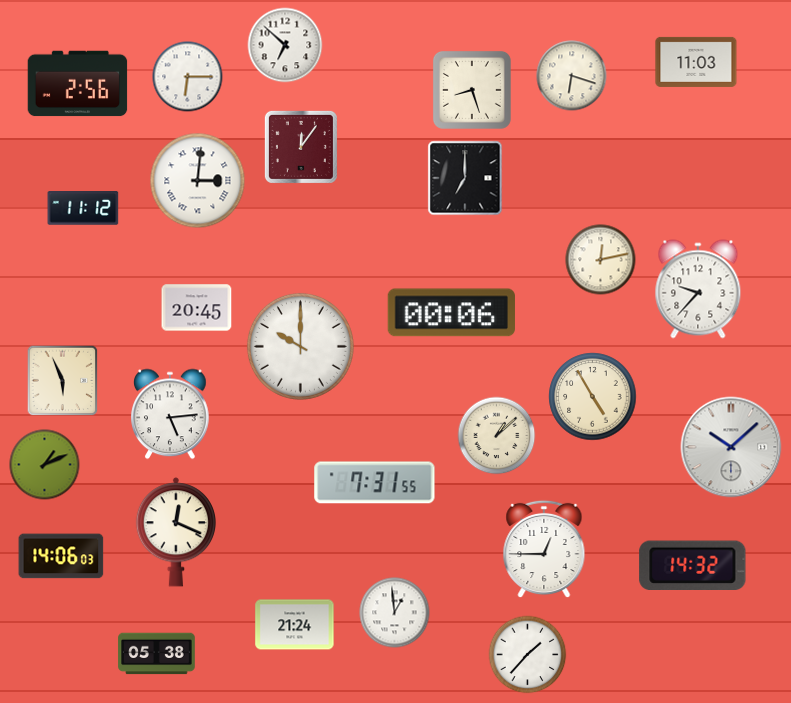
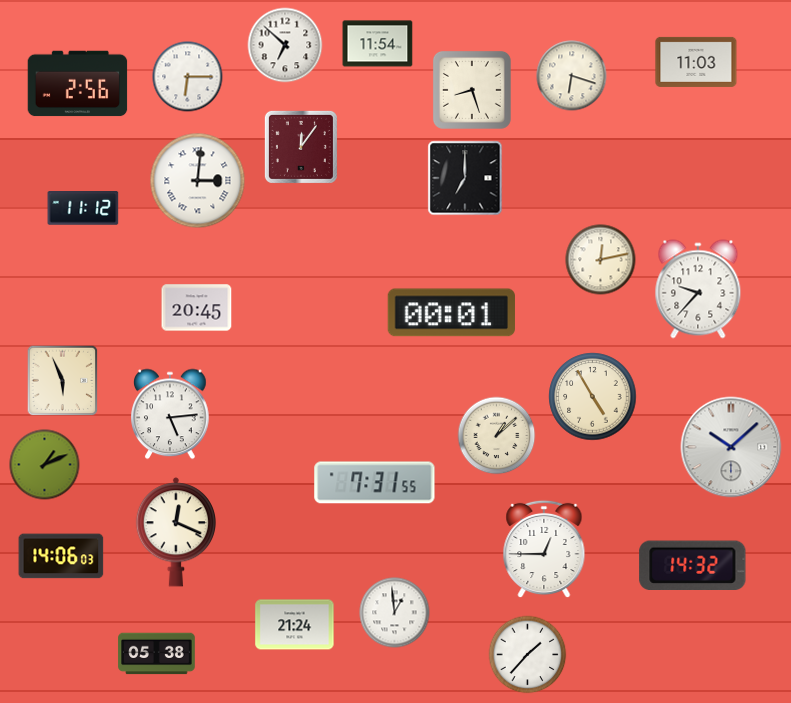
clock at (378, 44): none -> 11:54
clock at (451, 313): 00:06 -> 00:01
clock at (300, 346): 10:00 -> none
